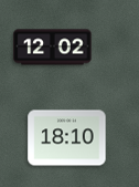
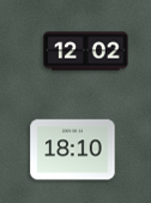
clock at (53, 48) position: (53, 48) -> (86, 52)
